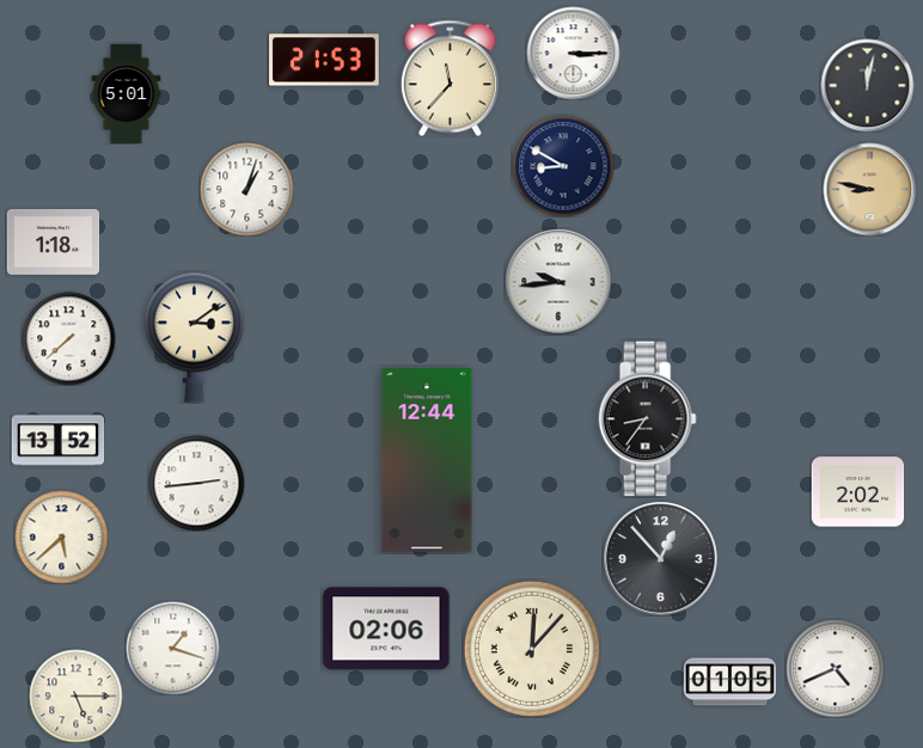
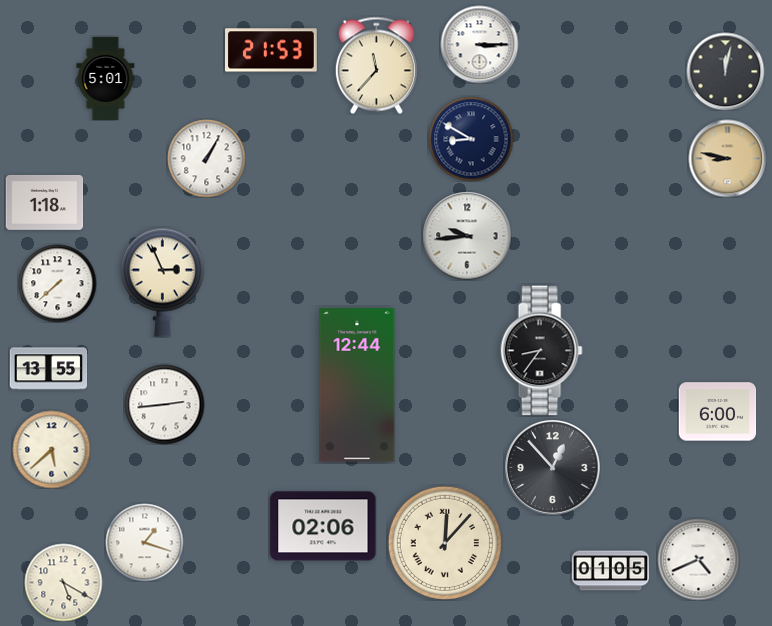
clock at (246, 189): 1:03 -> 1:05
clock at (194, 337): 3:09 -> 2:56
clock at (57, 441): 13:52 -> 13:55
clock at (857, 492): 2:02 -> 6:00
clock at (75, 695): 5:15 -> 5:20
